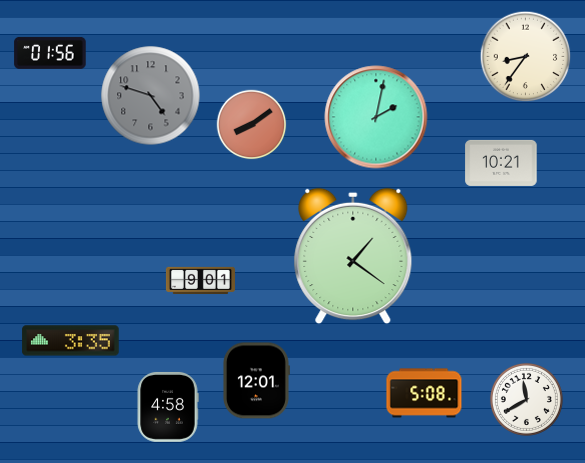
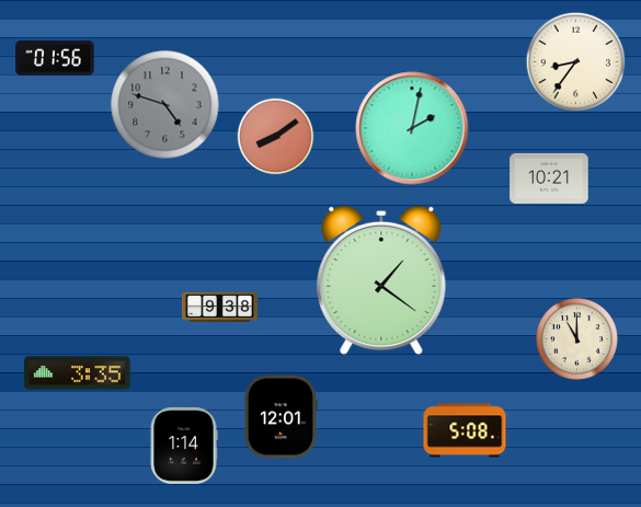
clock at (353, 256) position: (353, 256) -> (381, 280)
clock at (200, 280): 9:01 -> 9:38
clock at (577, 339): none -> 11:00
clock at (526, 399): 11:40 -> none
clock at (168, 407): 4:58 -> 1:14
